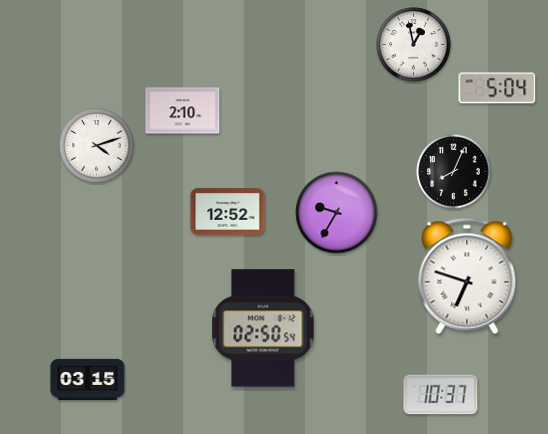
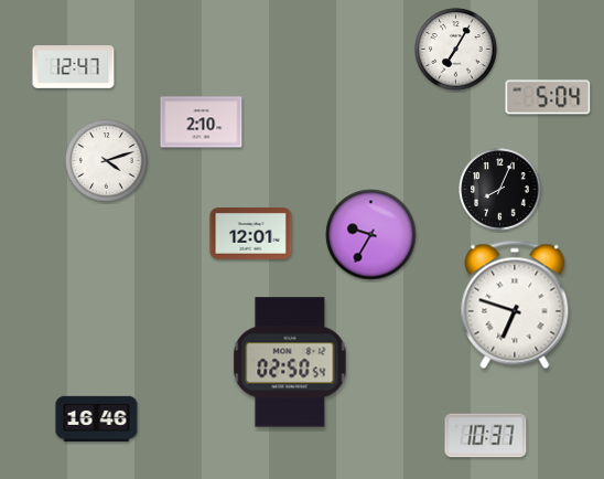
clock at (414, 45): 12:58 -> 7:05
clock at (74, 67): none -> 12:47
clock at (228, 212): 12:52 -> 12:01
clock at (88, 379): 03:15 -> 16:46
